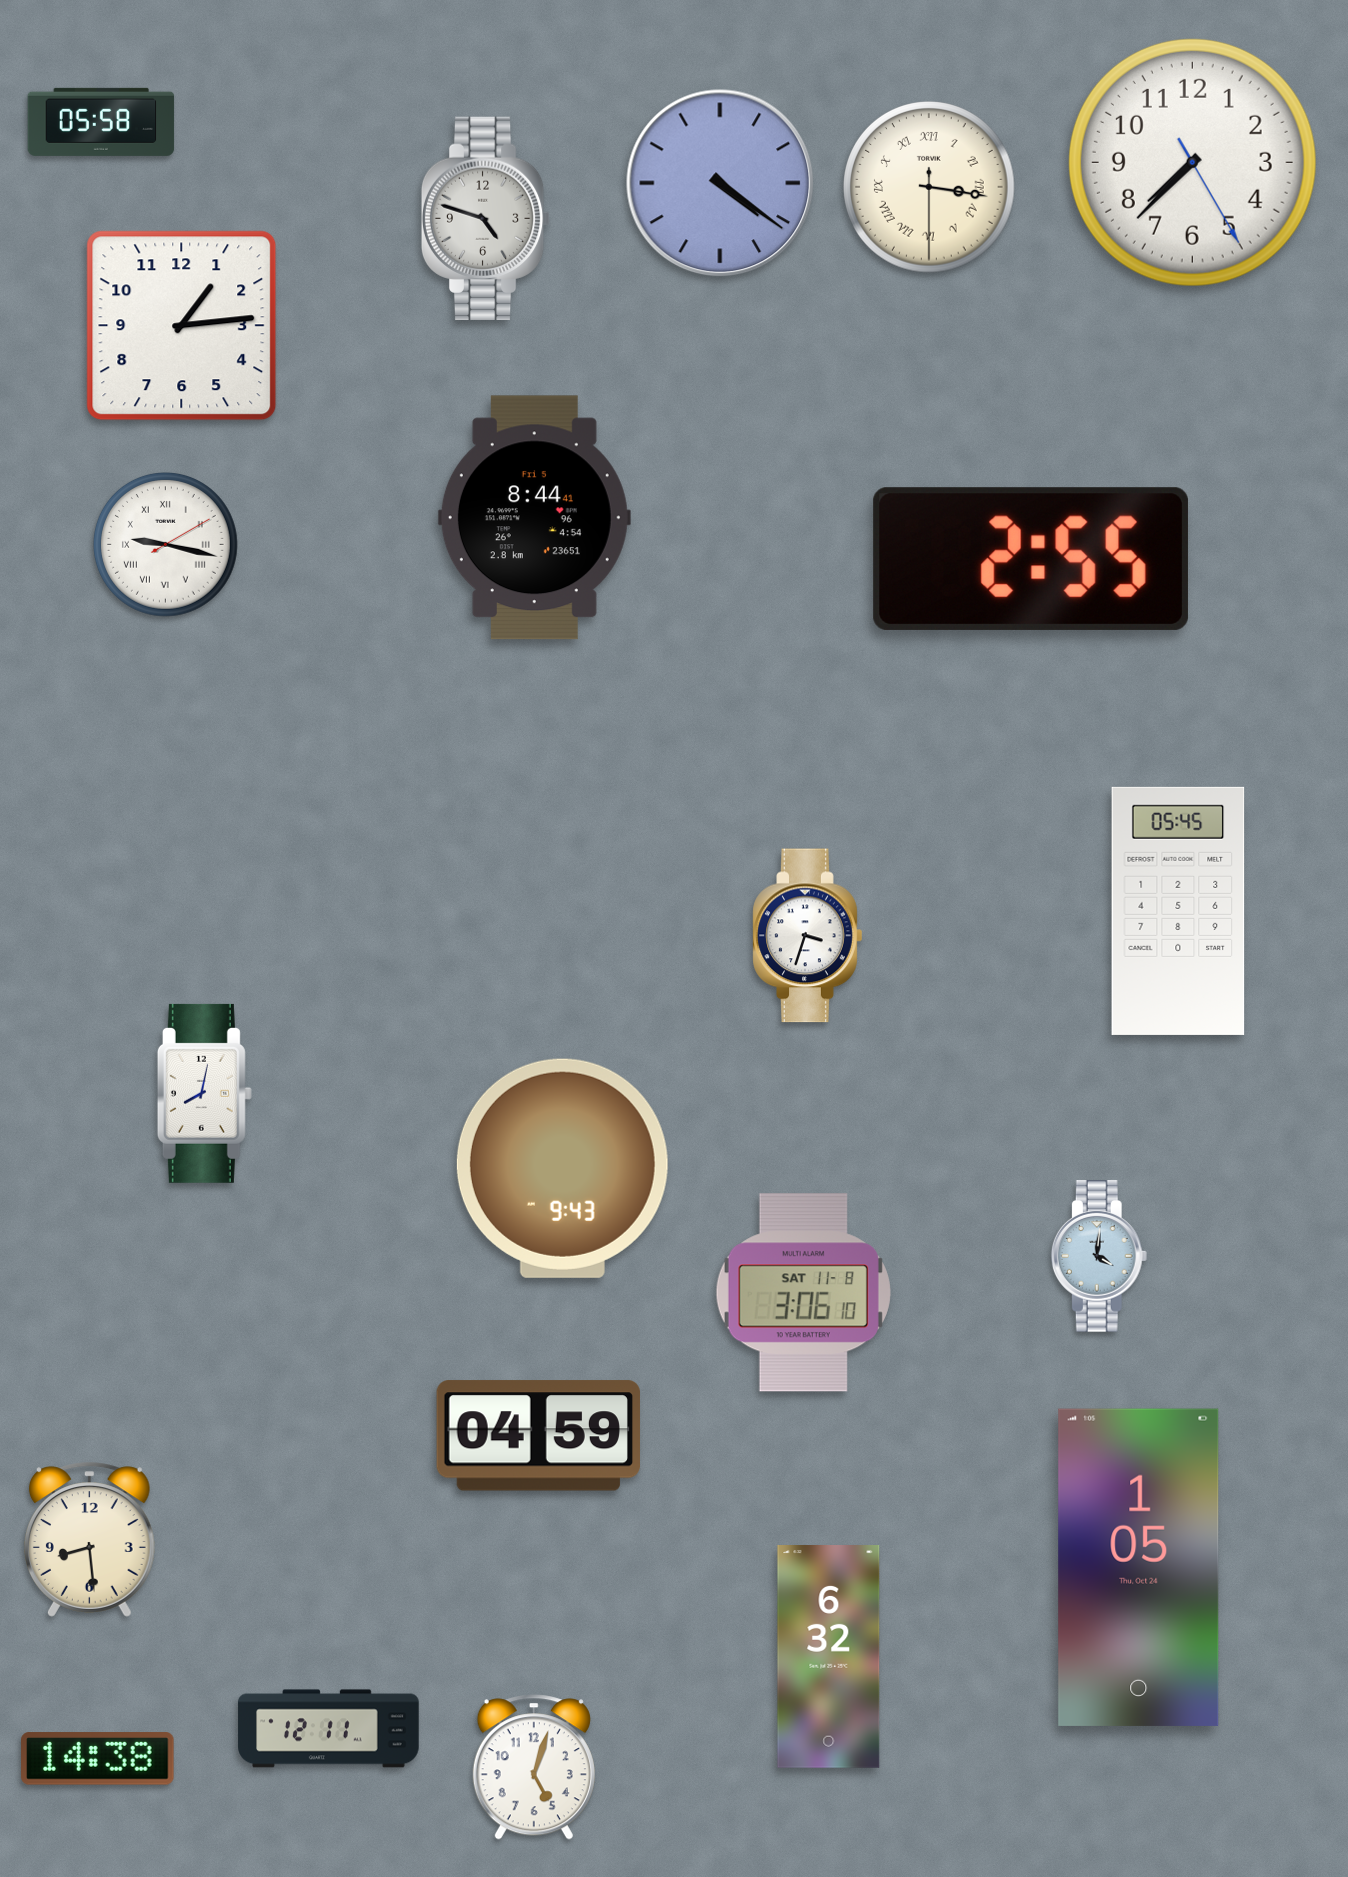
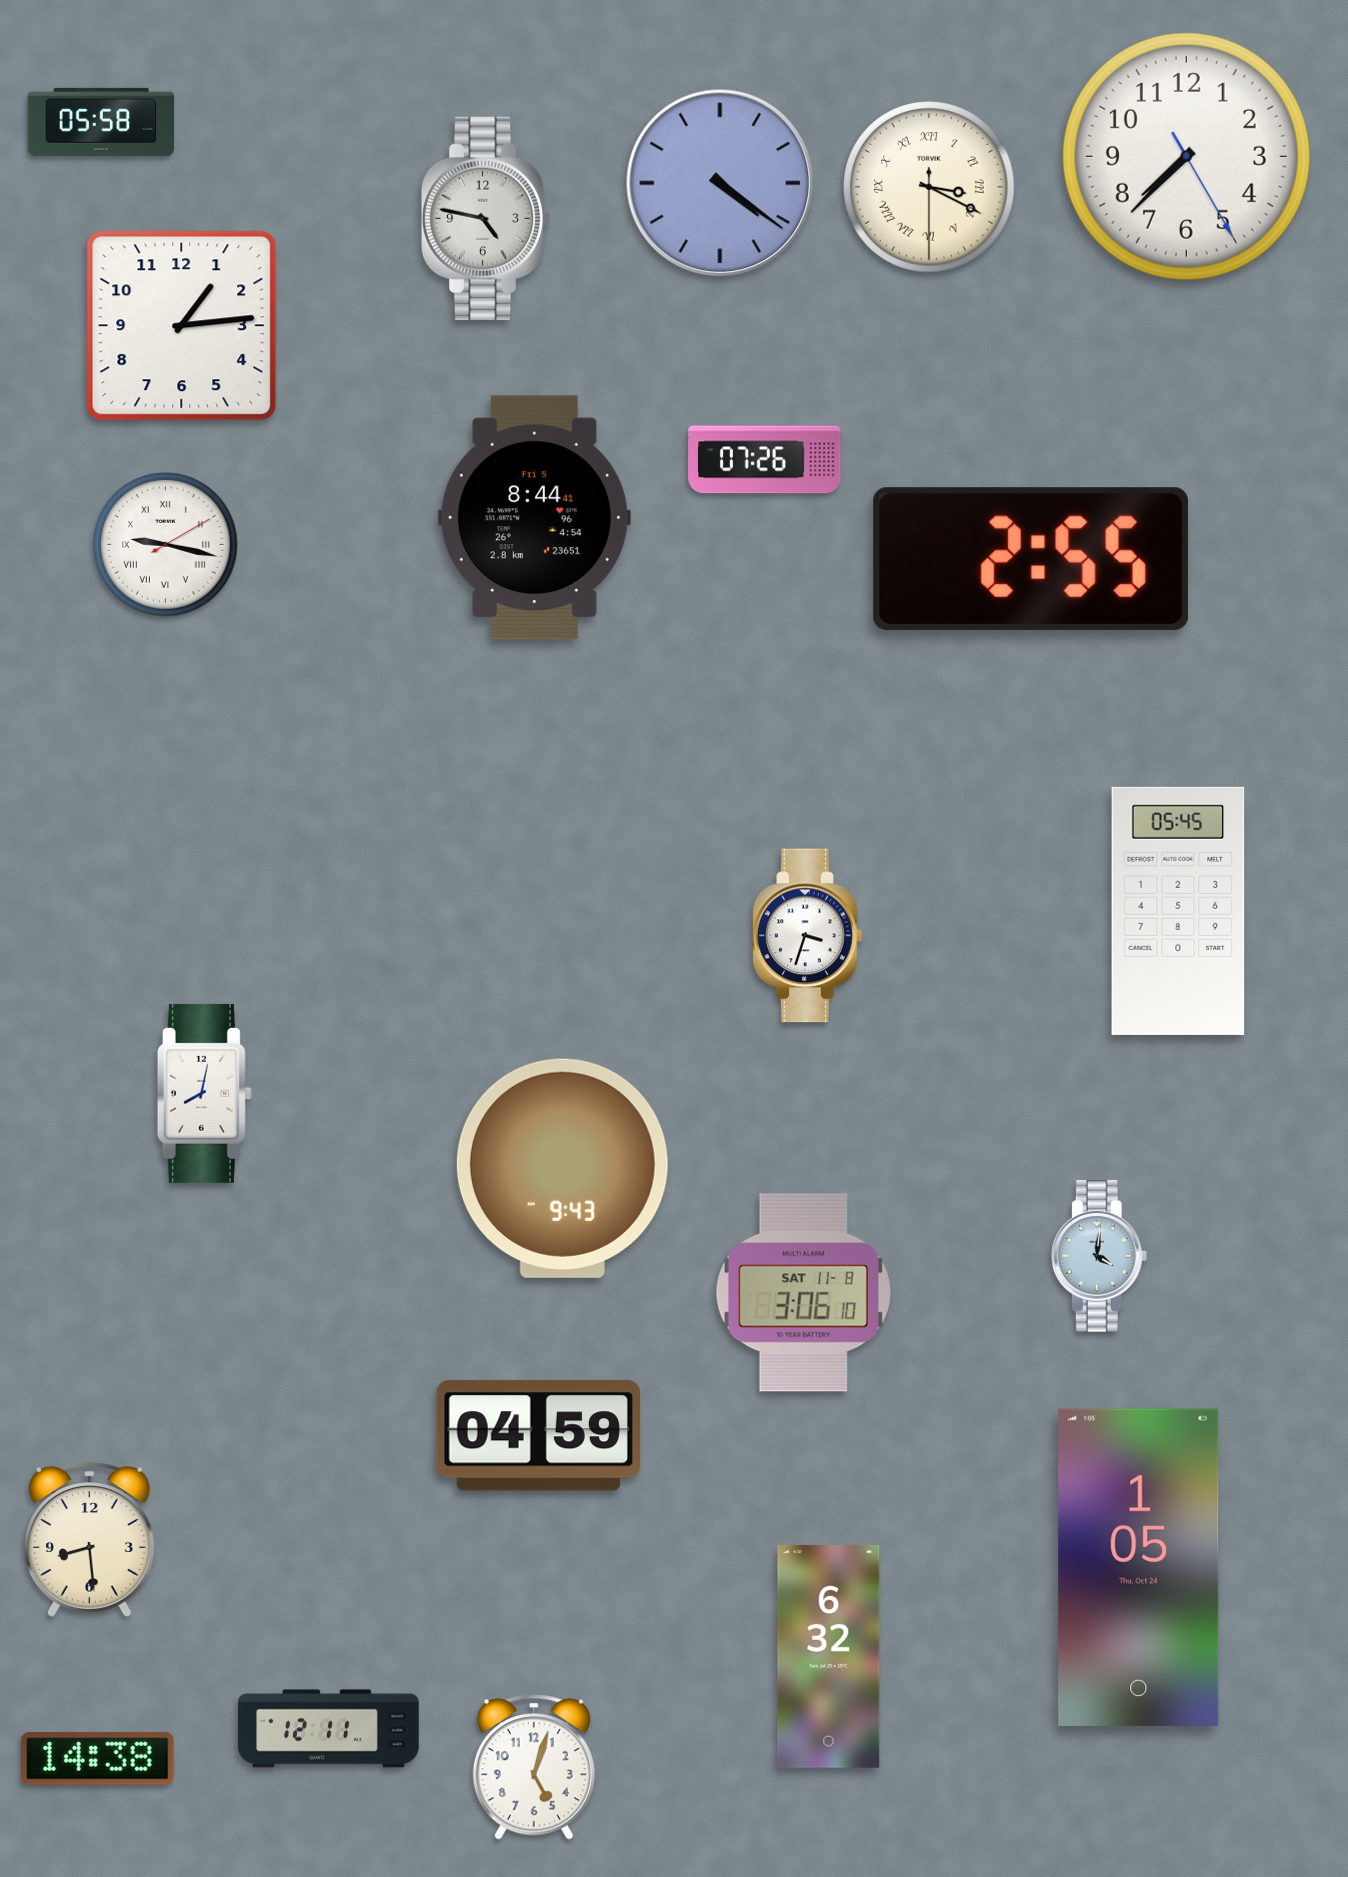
clock at (1192, 162) position: (1192, 162) -> (1186, 156)
clock at (930, 188): 3:16 -> 3:19
clock at (486, 218): 4:48 -> 4:47
clock at (765, 460): none -> 07:26
